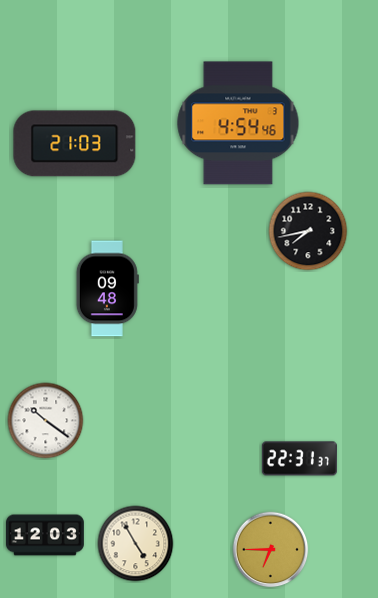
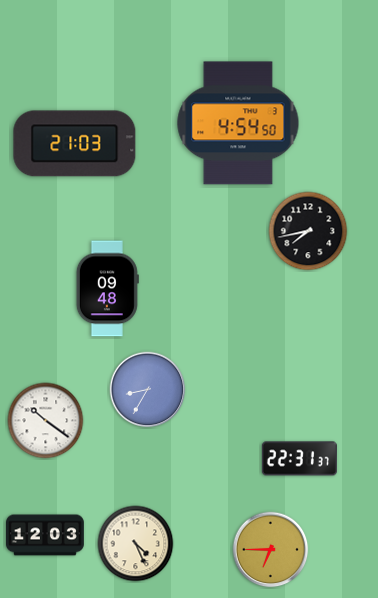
clock at (238, 123): 4:54:46 -> 4:54:50
clock at (148, 390): none -> 8:35
clock at (136, 544): 4:55 -> 4:26
